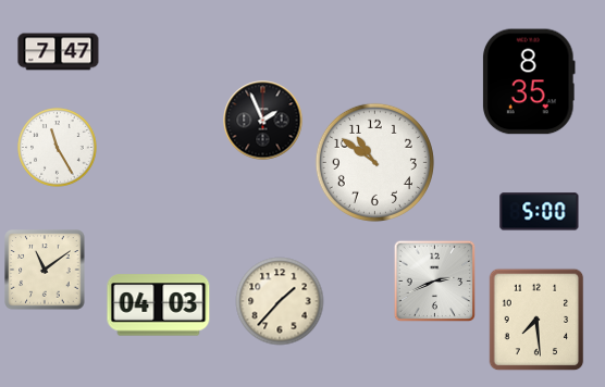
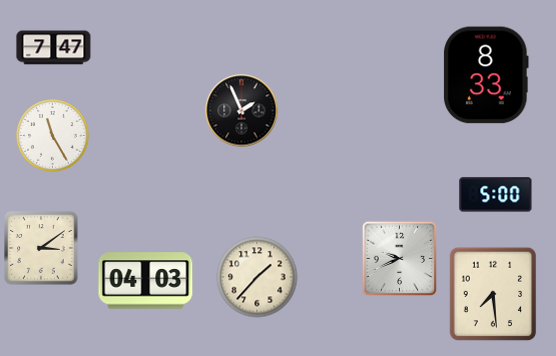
clock at (530, 82): 8:35 -> 8:33
clock at (374, 162): 10:51 -> none
clock at (45, 270): 11:09 -> 3:09
clock at (435, 282): 2:41 -> 9:41
